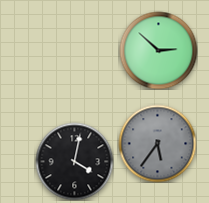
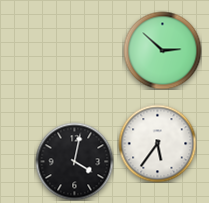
clock at (158, 50) position: (158, 50) -> (162, 50)
clock at (157, 143) dial: grey -> white
